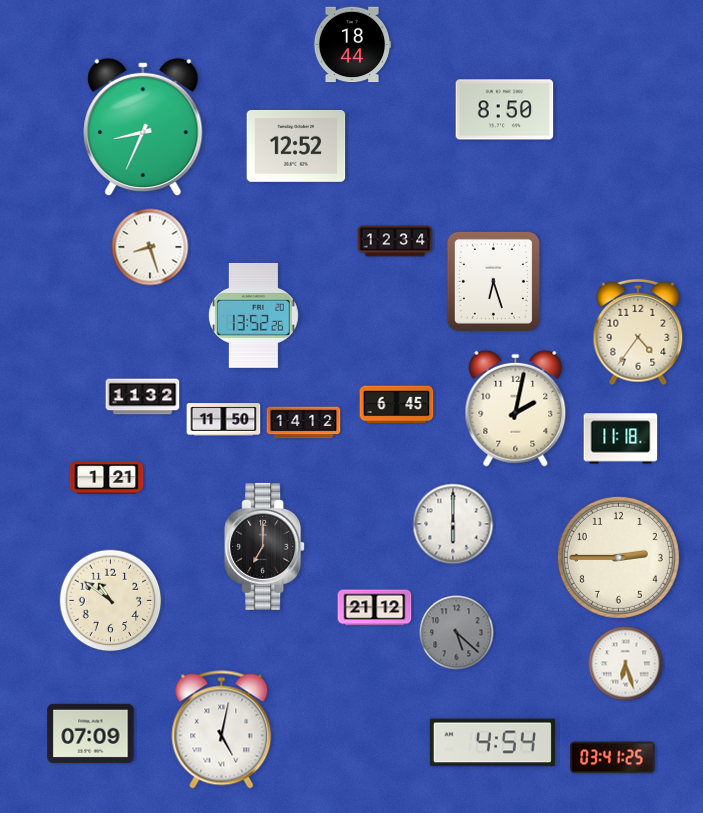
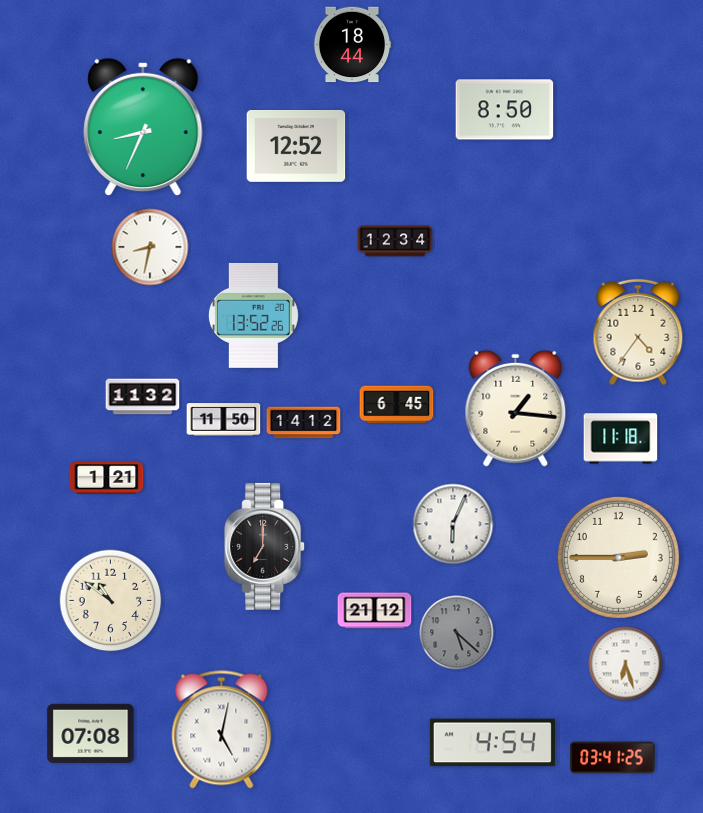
clock at (150, 247): 8:27 -> 8:32
clock at (493, 281): 6:27 -> none
clock at (516, 408): 2:02 -> 1:16
clock at (453, 524): 6:00 -> 6:04
clock at (375, 608) position: (375, 608) -> (375, 611)
clock at (91, 733): 07:09 -> 07:08
